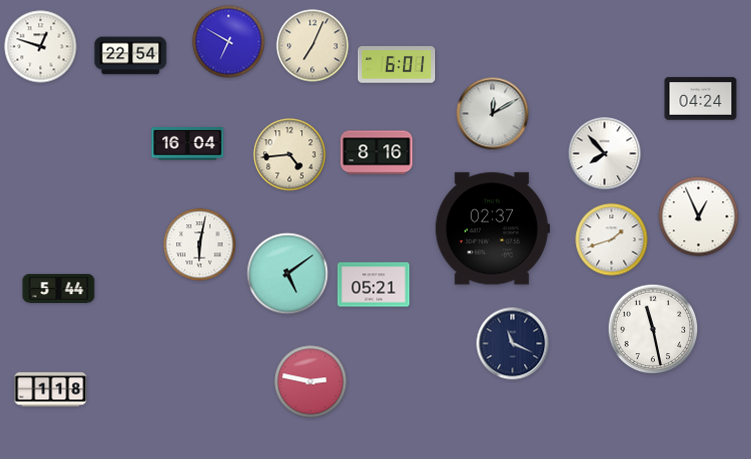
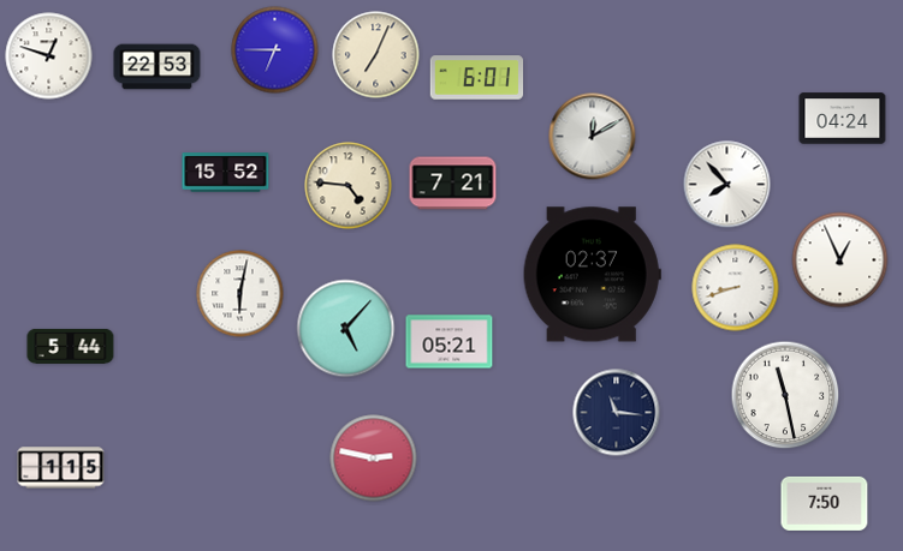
clock at (229, 42): 6:50 -> 6:45
clock at (131, 56): 22:54 -> 22:53
clock at (188, 144): 16:04 -> 15:52
clock at (377, 153): 8:16 -> 7:21
clock at (290, 155): 4:44 -> 4:46
clock at (612, 240): 1:42 -> 8:42
clock at (288, 274): 5:09 -> 5:07
clock at (513, 344): 11:19 -> 11:16
clock at (51, 390): 1:18 -> 1:15
clock at (825, 503): none -> 7:50
